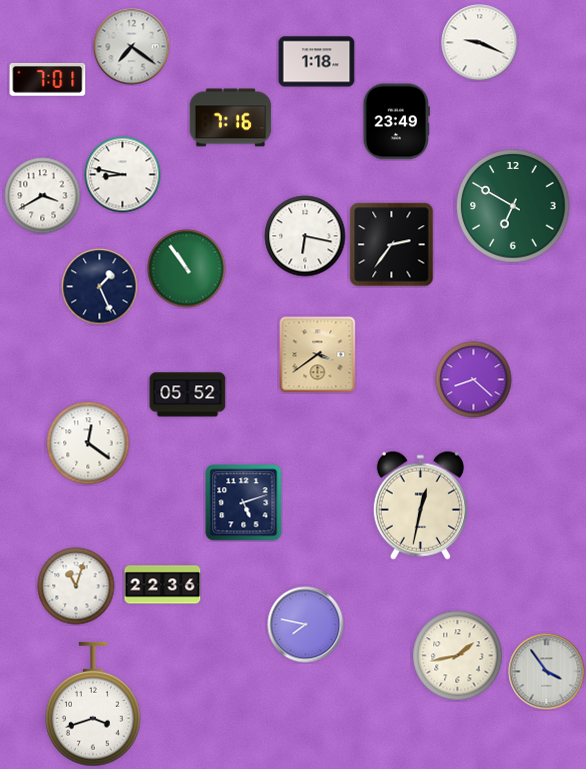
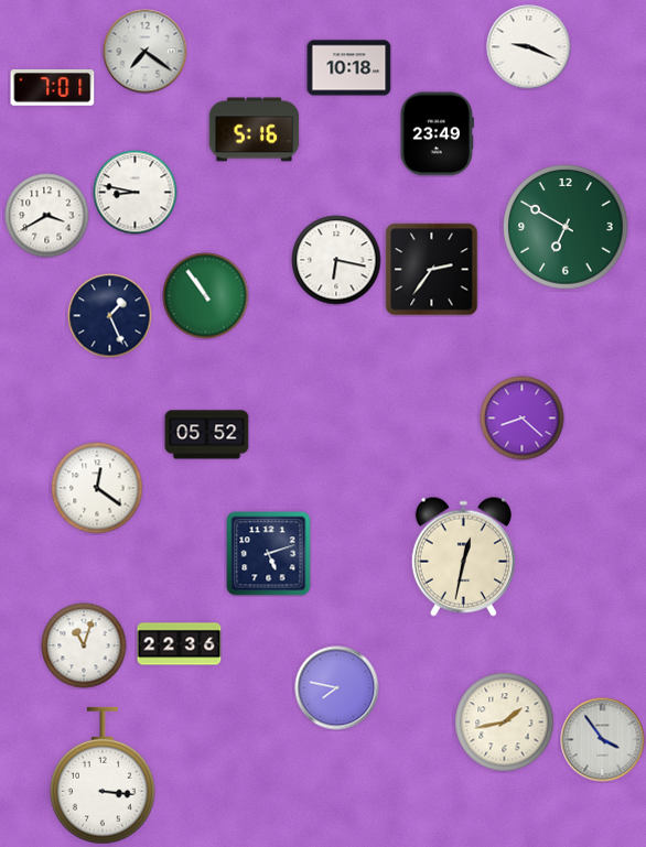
clock at (317, 62): 1:18 -> 10:18
clock at (231, 118): 7:16 -> 5:16
clock at (318, 355): 3:39 -> none
clock at (94, 704): 3:42 -> 3:16
